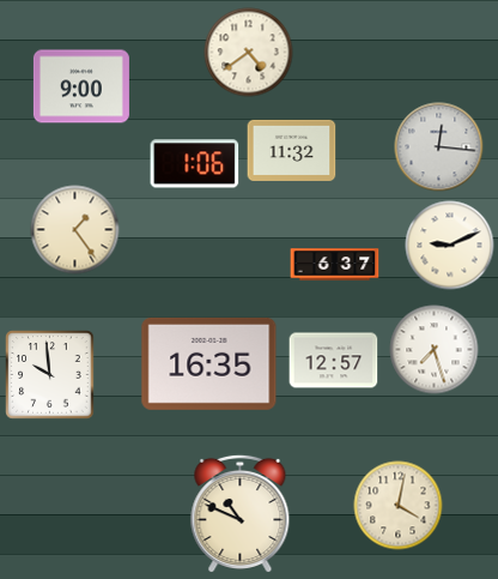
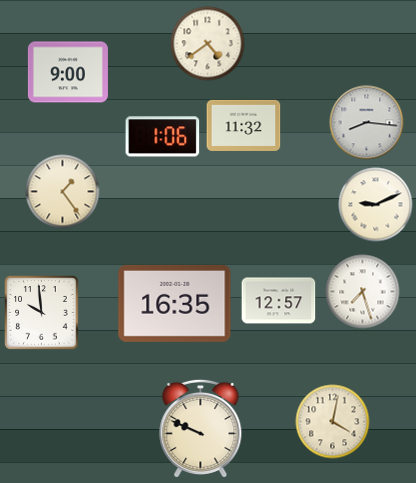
clock at (439, 147): 12:16 -> 8:16
clock at (335, 265): 6:37 -> none
clock at (241, 513): 10:49 -> 9:49
